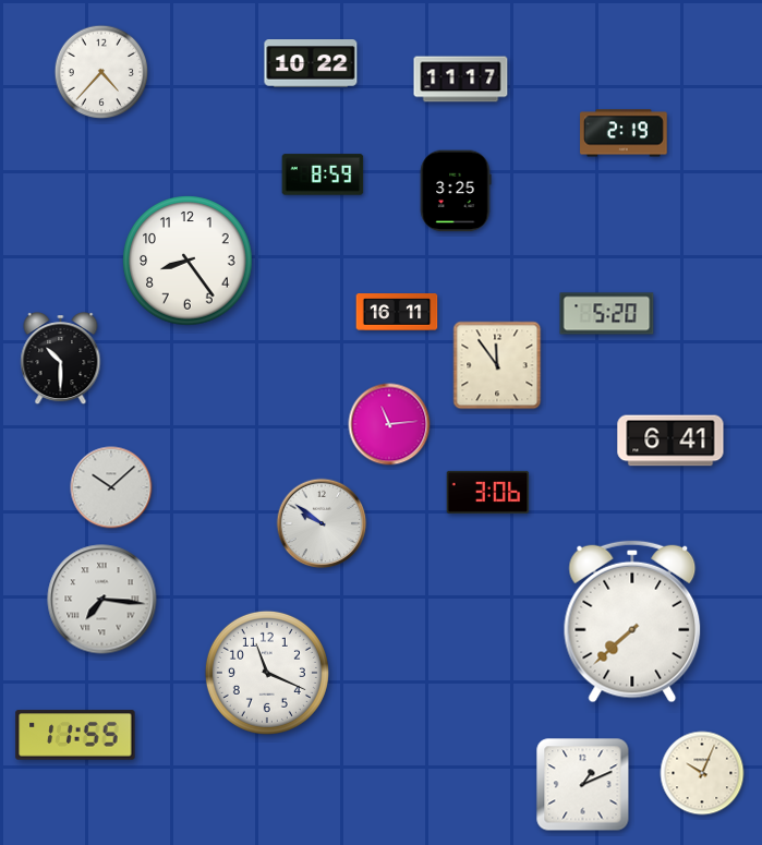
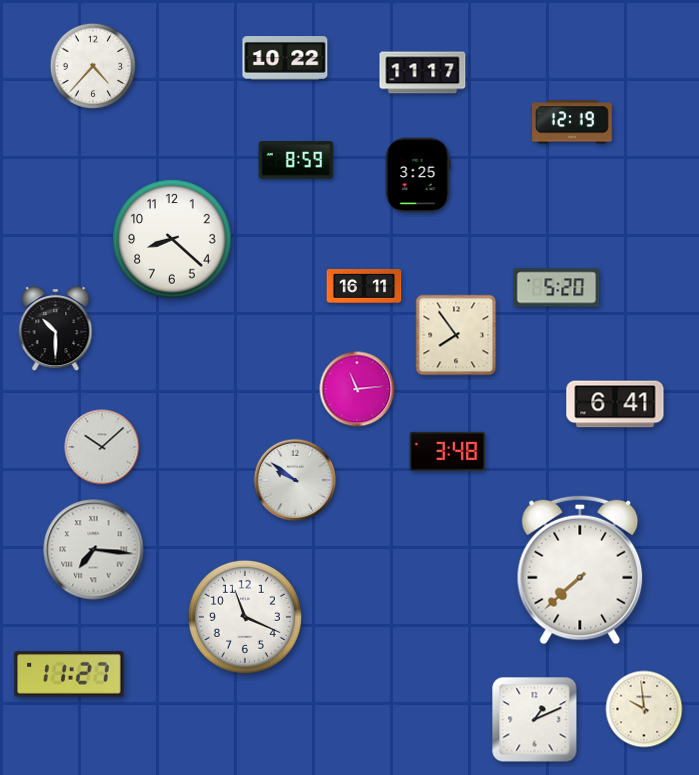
clock at (624, 133): 2:19 -> 12:19
clock at (188, 261): 8:24 -> 8:22
clock at (497, 365): 11:54 -> 7:54
clock at (488, 492): 3:06 -> 3:48
clock at (75, 735): 11:55 -> 11:27
clock at (702, 773): 10:04 -> 9:59
